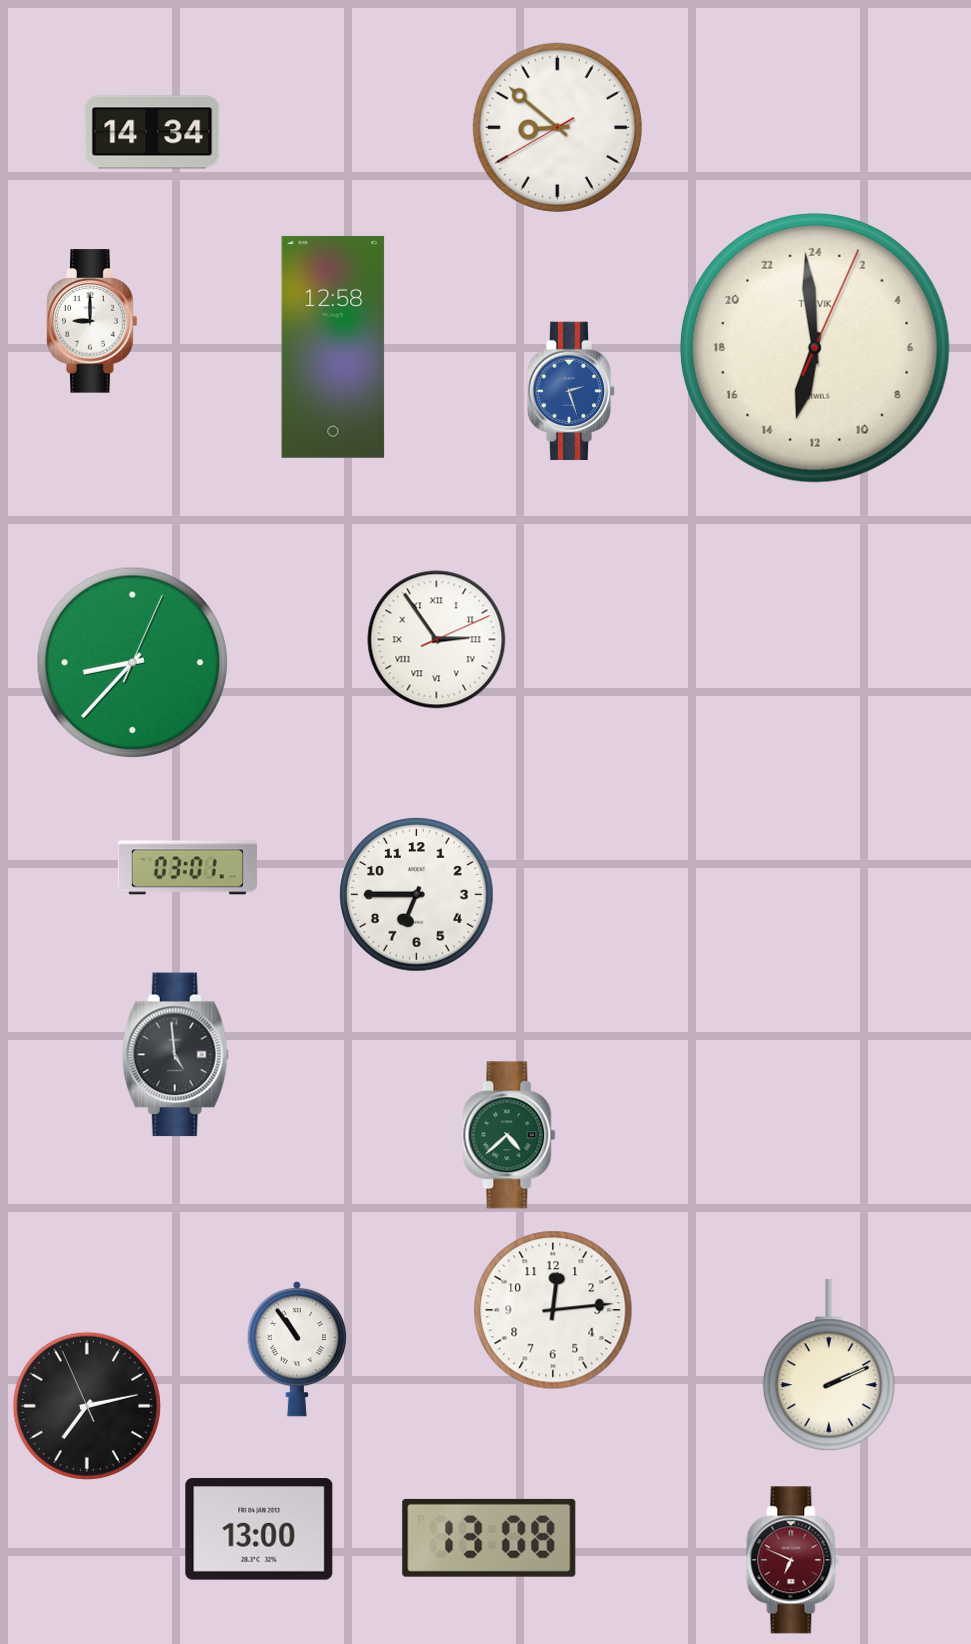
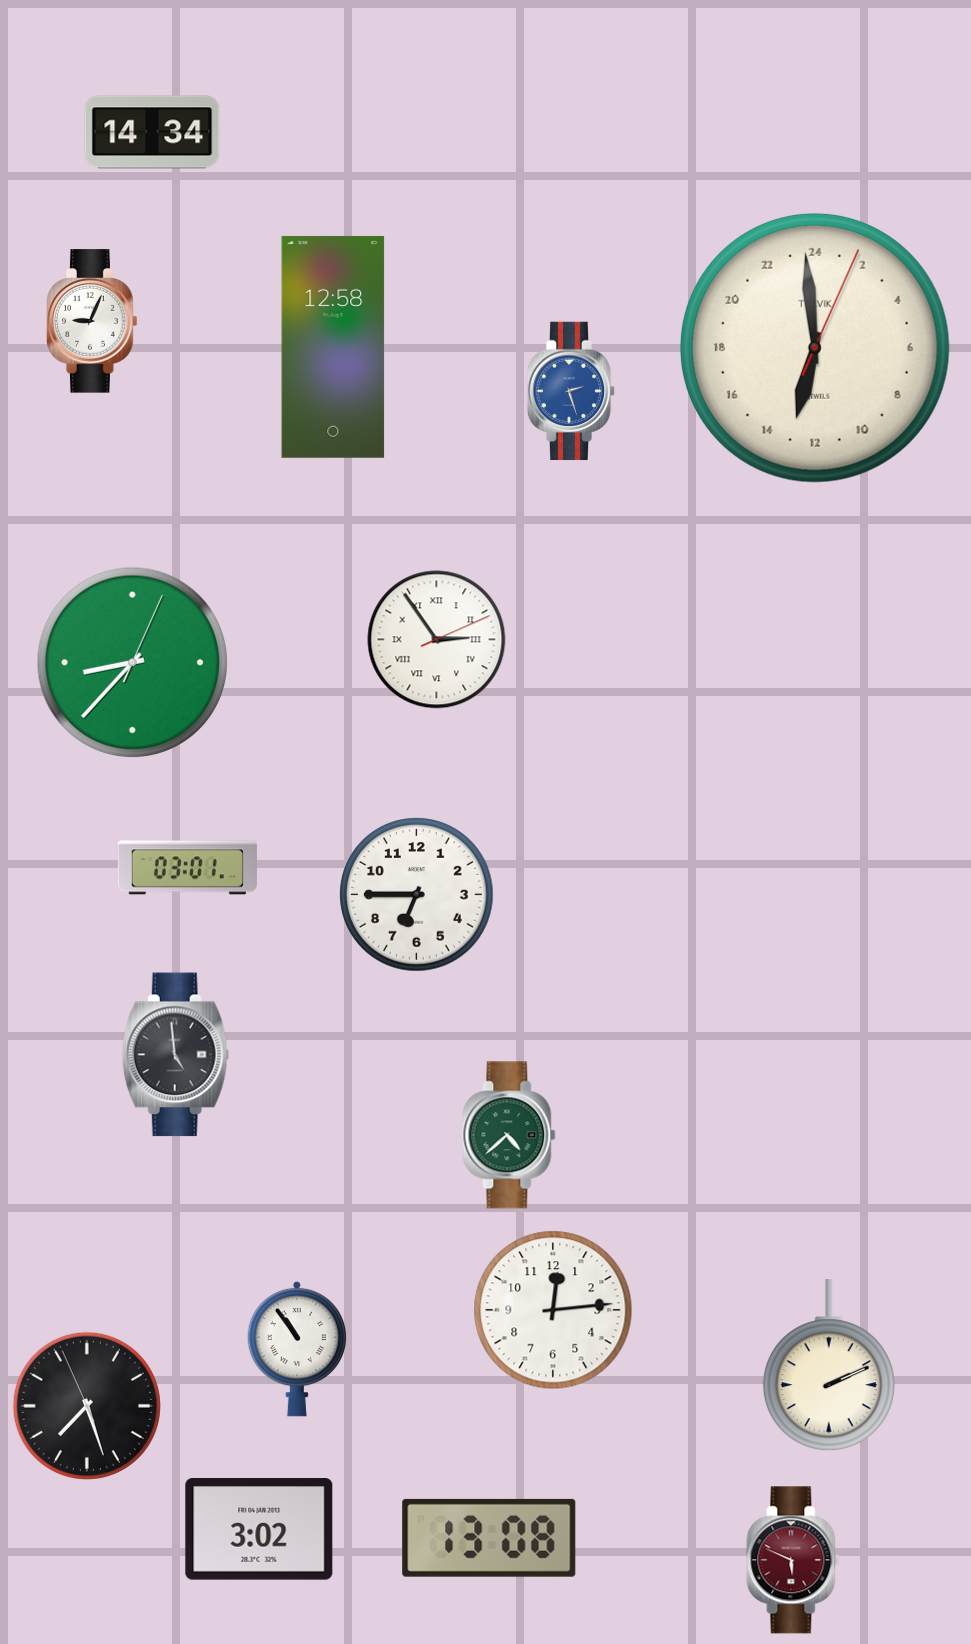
clock at (557, 127): 8:51 -> none
clock at (92, 321): 9:00 -> 9:04
clock at (87, 1406): 7:12 -> 7:26
clock at (259, 1529): 13:00 -> 3:02
clock at (793, 1560): 6:49 -> 5:49
